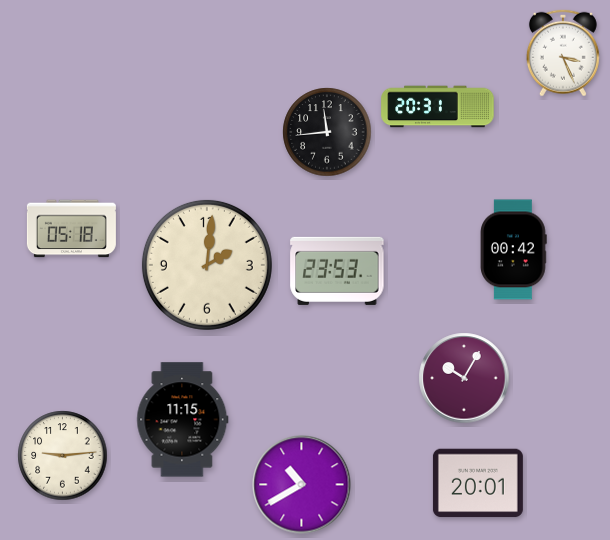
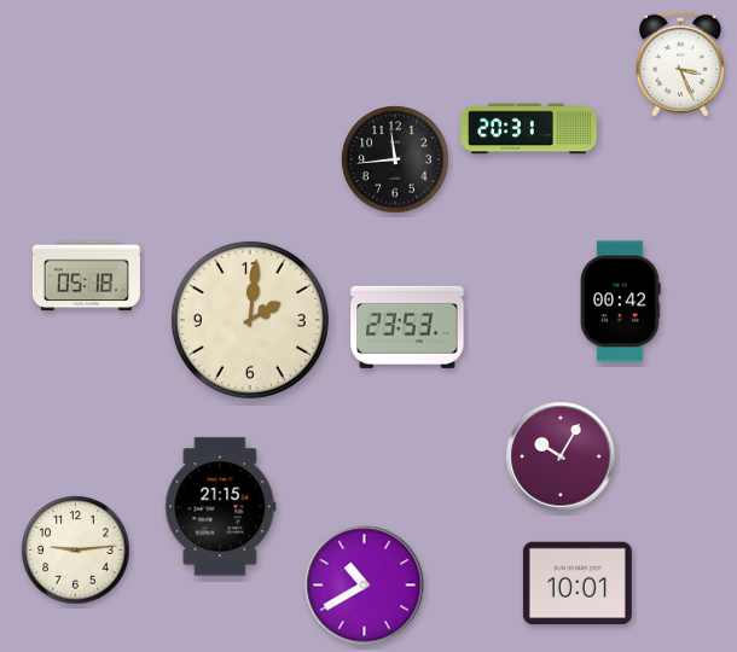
clock at (183, 420): 11:15 -> 21:15
clock at (478, 483): 20:01 -> 10:01
